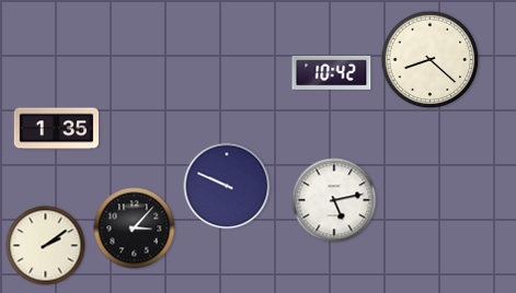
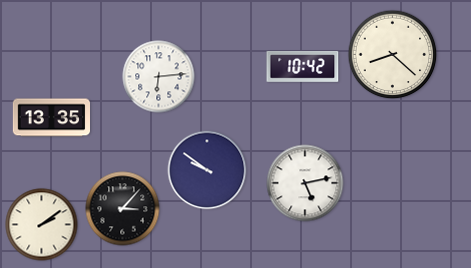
clock at (159, 77): none -> 6:14
clock at (56, 129): 1:35 -> 13:35
clock at (227, 186): 9:49 -> 9:51
